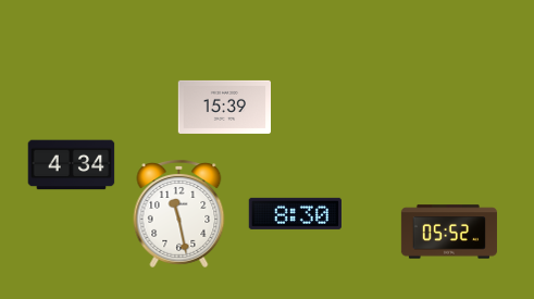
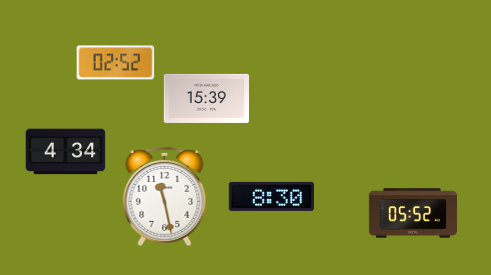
clock at (115, 63): none -> 02:52
